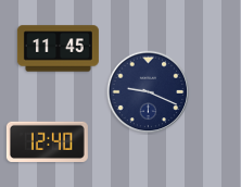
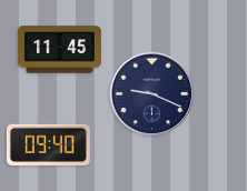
clock at (47, 141): 12:40 -> 09:40
